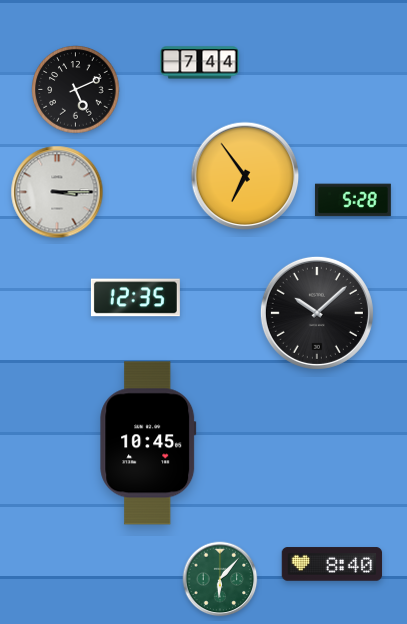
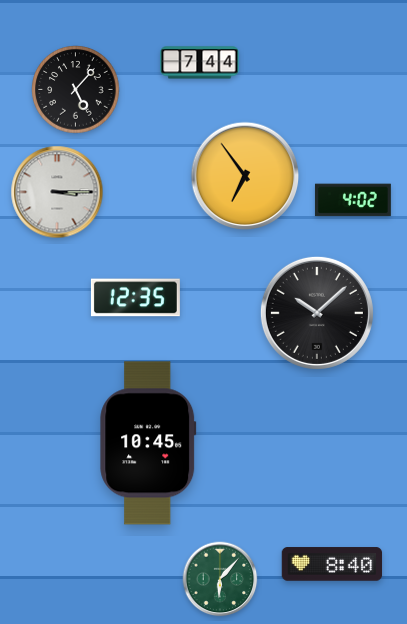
clock at (76, 90): 5:11 -> 5:07
clock at (353, 200): 5:28 -> 4:02
